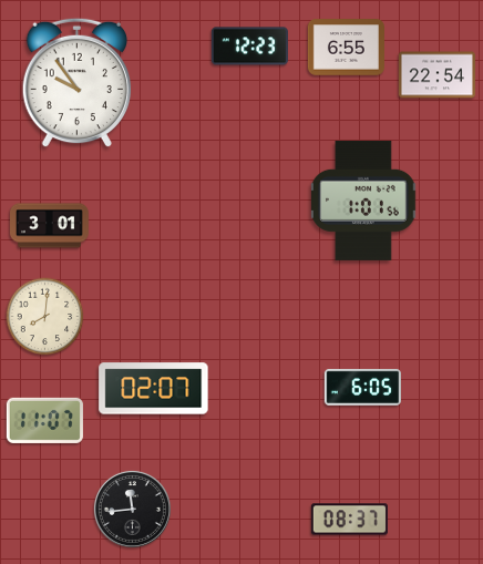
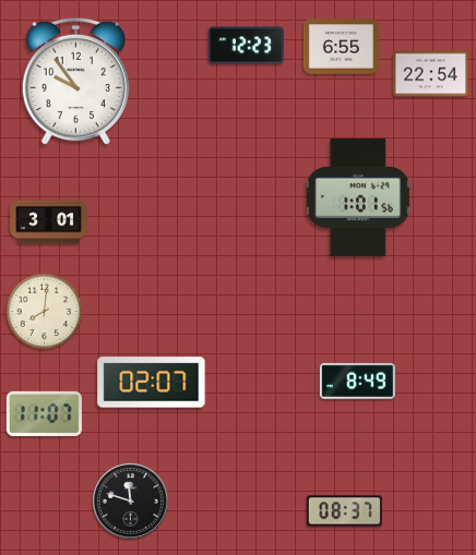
clock at (362, 387): 6:05 -> 8:49
clock at (132, 509): 11:44 -> 11:48
